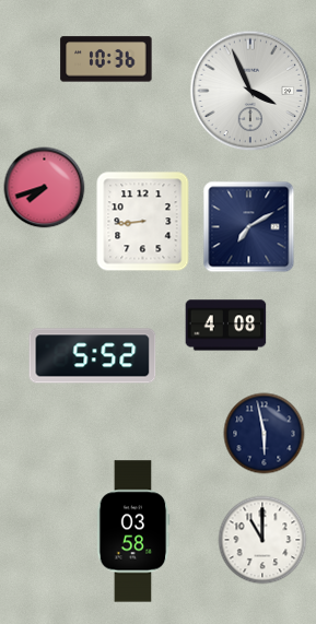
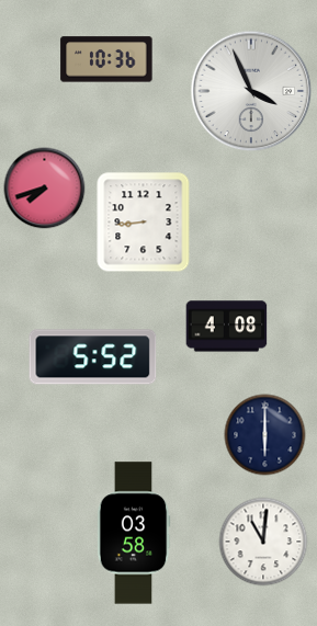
clock at (249, 227): 7:10 -> none
clock at (265, 434): 5:58 -> 6:00
clock at (262, 540): 11:00 -> 11:01
